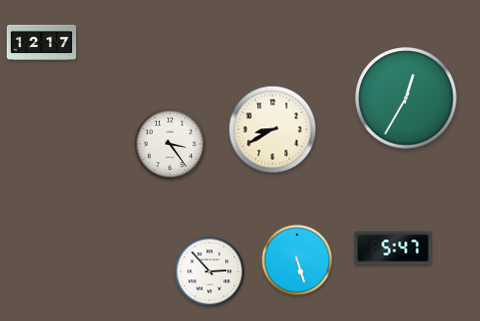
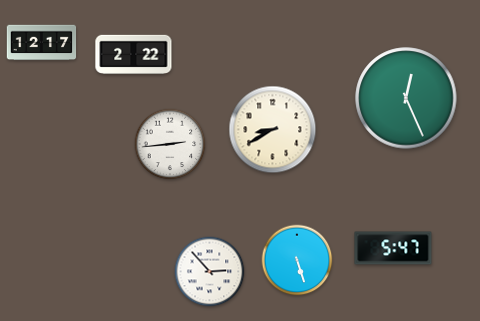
clock at (134, 54): none -> 2:22
clock at (406, 98): 12:35 -> 12:26
clock at (170, 144): 3:24 -> 2:44
